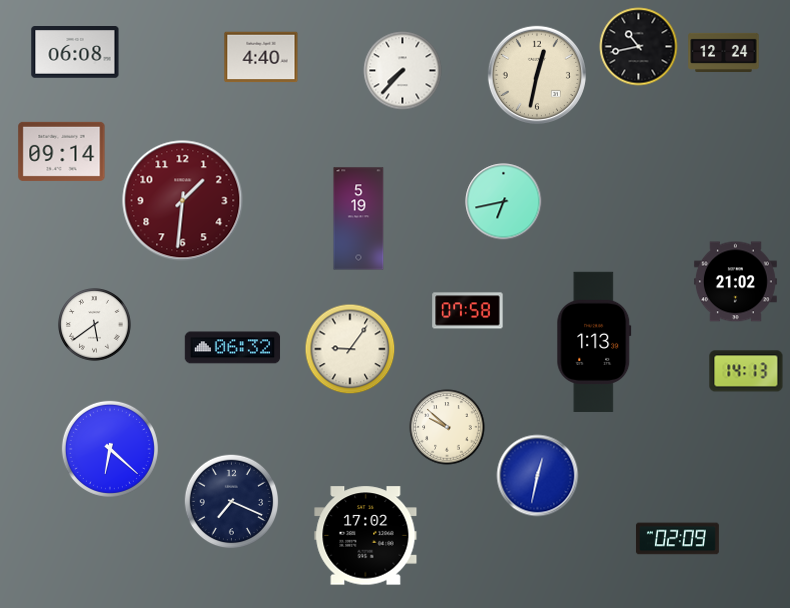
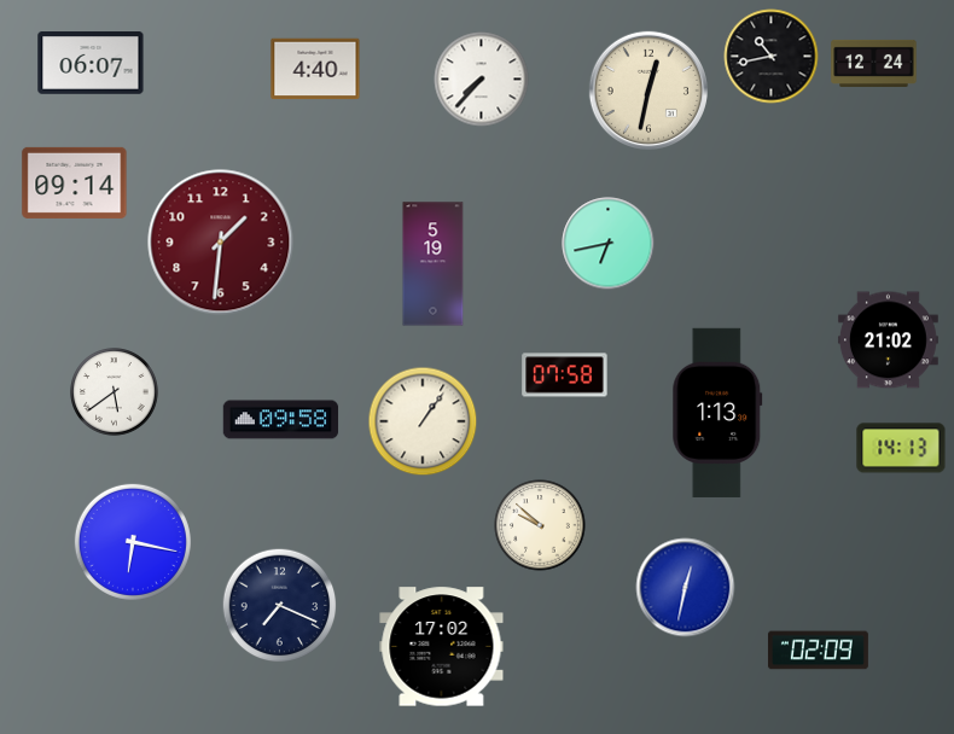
clock at (75, 52): 06:08 -> 06:07
clock at (403, 71) position: (403, 71) -> (482, 80)
clock at (233, 348): 06:32 -> 09:58
clock at (350, 349): 9:06 -> 1:06
clock at (447, 427) position: (447, 427) -> (540, 525)
clock at (110, 449): 6:22 -> 6:17
clock at (538, 476) position: (538, 476) -> (686, 588)
